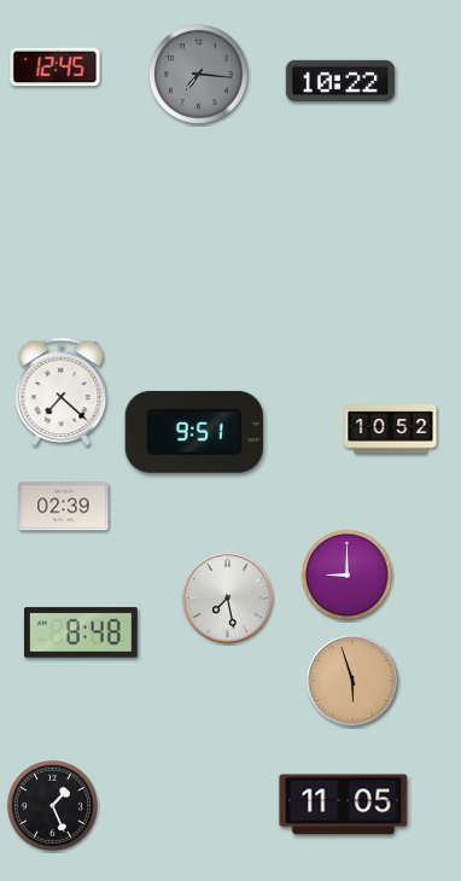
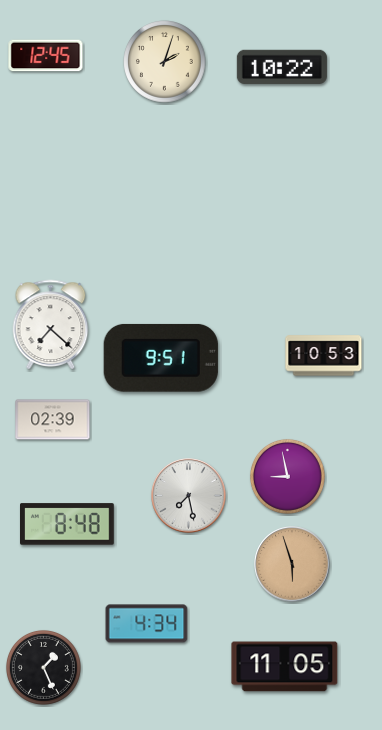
clock at (199, 75): 7:16 -> 2:03
clock at (199, 75) dial: grey -> cream
clock at (391, 430): 10:52 -> 10:53
clock at (346, 574): 9:00 -> 8:58
clock at (147, 624): none -> 4:34
